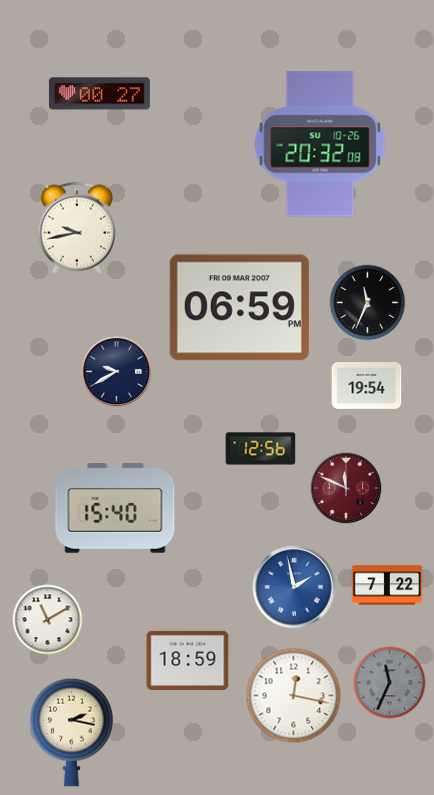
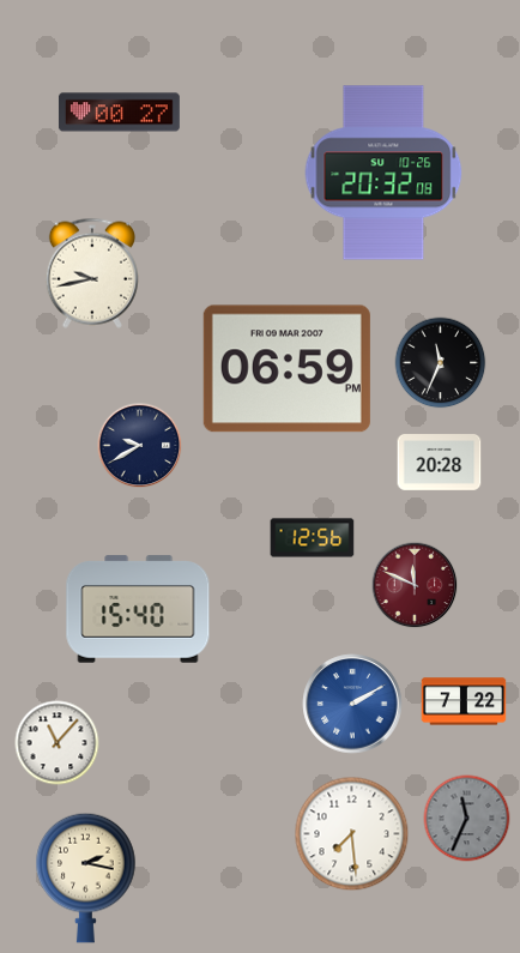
clock at (367, 386): 19:54 -> 20:28
clock at (294, 587): 1:58 -> 2:10
clock at (48, 620): 11:10 -> 11:07
clock at (188, 660): 18:59 -> none
clock at (294, 696): 12:17 -> 7:29
